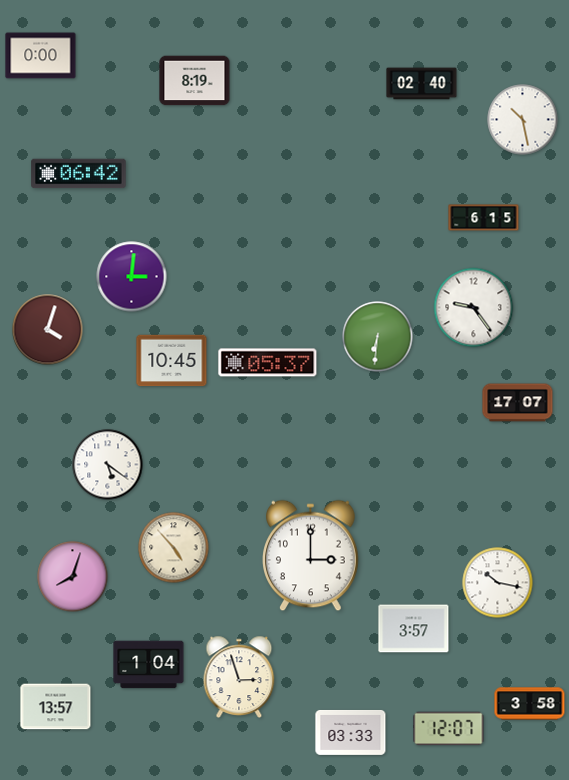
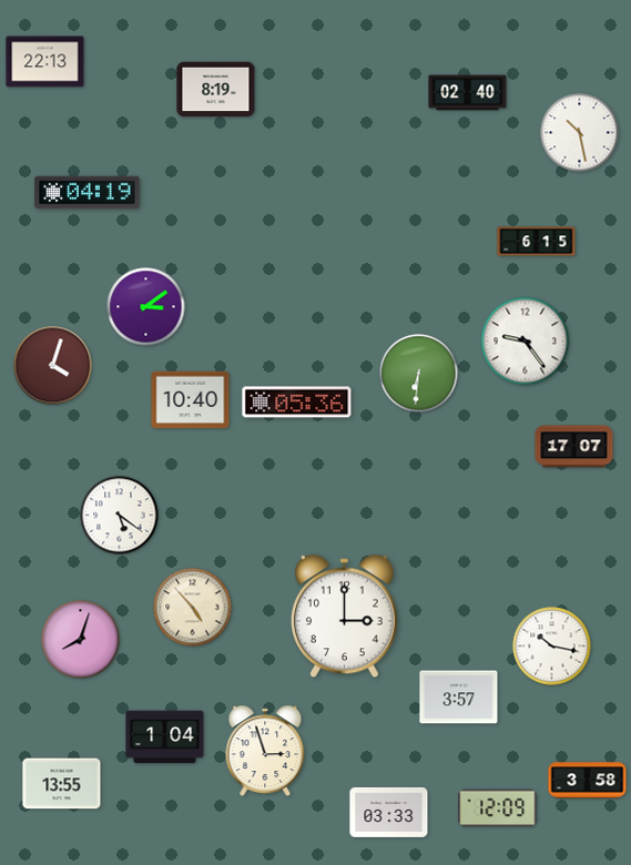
clock at (41, 56): 0:00 -> 22:13
clock at (79, 174): 06:42 -> 04:19
clock at (132, 277): 3:01 -> 3:09
clock at (172, 361): 10:45 -> 10:40
clock at (268, 363): 05:37 -> 05:36
clock at (56, 707): 13:57 -> 13:55
clock at (449, 729): 12:07 -> 12:09
